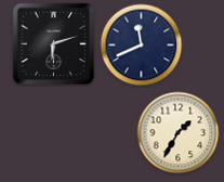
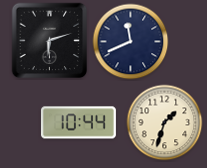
clock at (78, 123): none -> 10:44
clock at (179, 133): 1:35 -> 1:33
